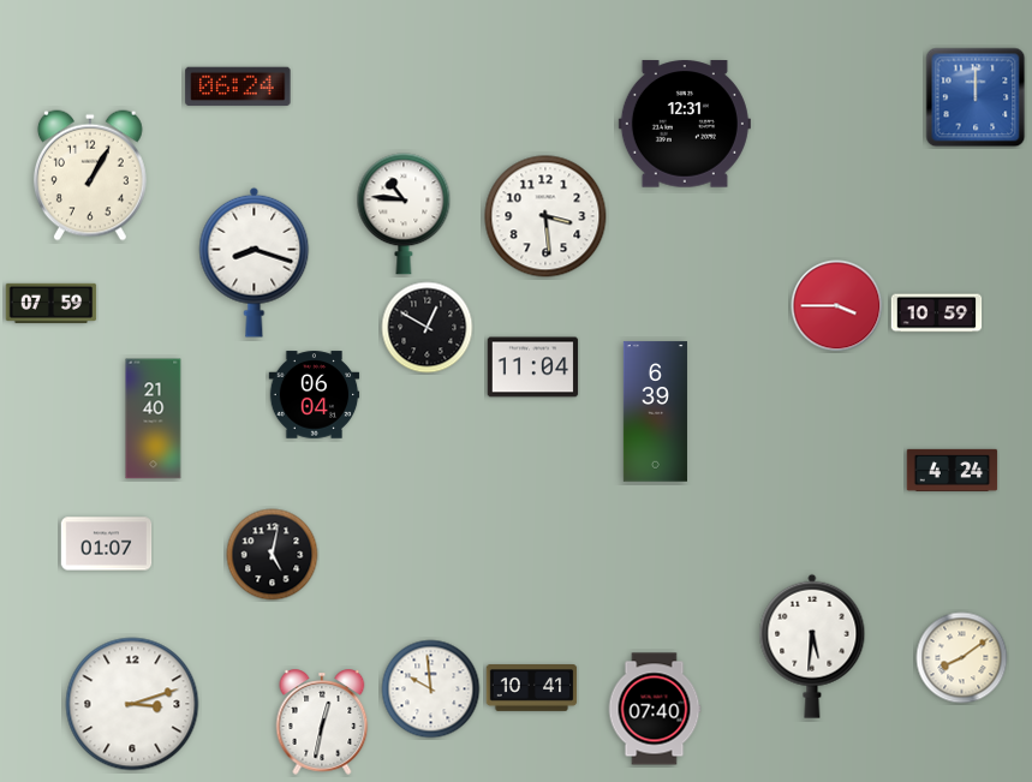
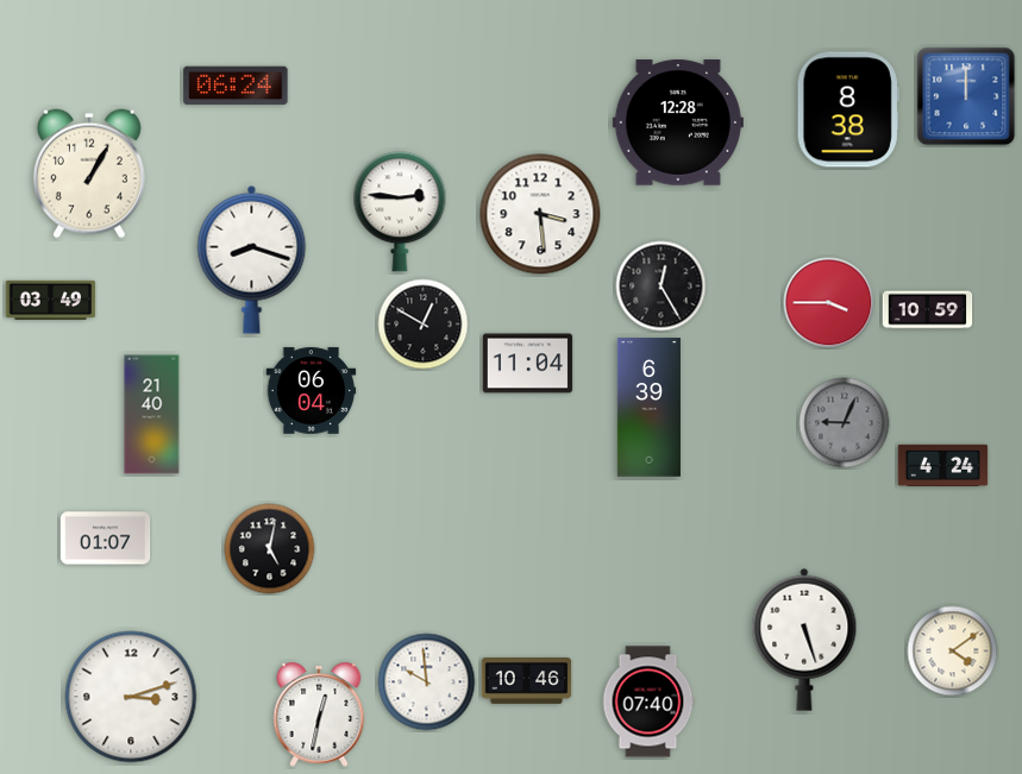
clock at (848, 109): none -> 8:38
clock at (685, 124): 12:31 -> 12:28
clock at (404, 214): 10:46 -> 2:46
clock at (662, 287): none -> 12:25
clock at (52, 303): 07:59 -> 03:49
clock at (845, 423): none -> 9:04
clock at (812, 646): 5:31 -> 5:27
clock at (962, 658): 8:09 -> 4:09
clock at (532, 688): 10:41 -> 10:46
